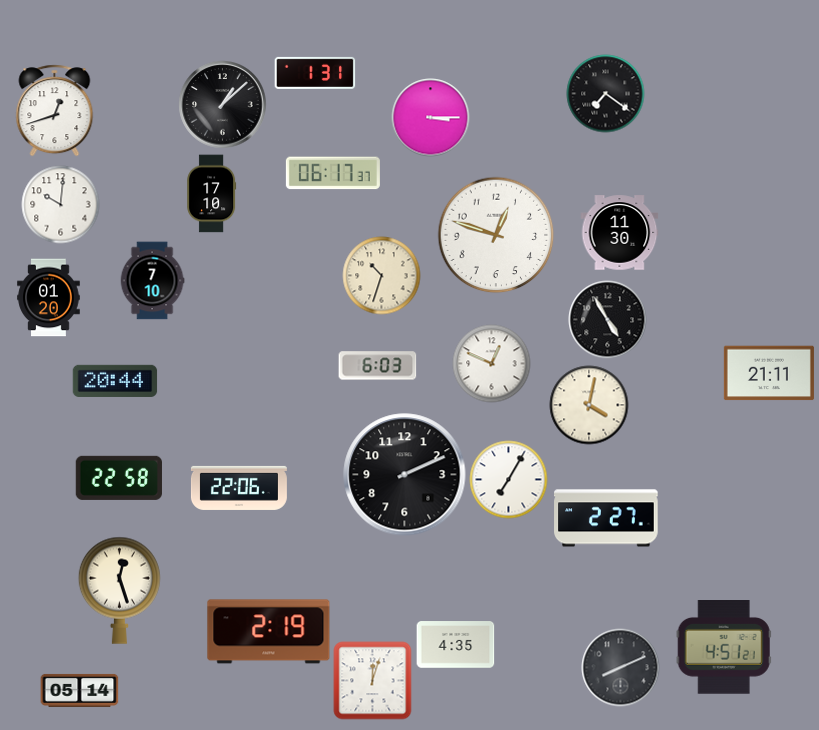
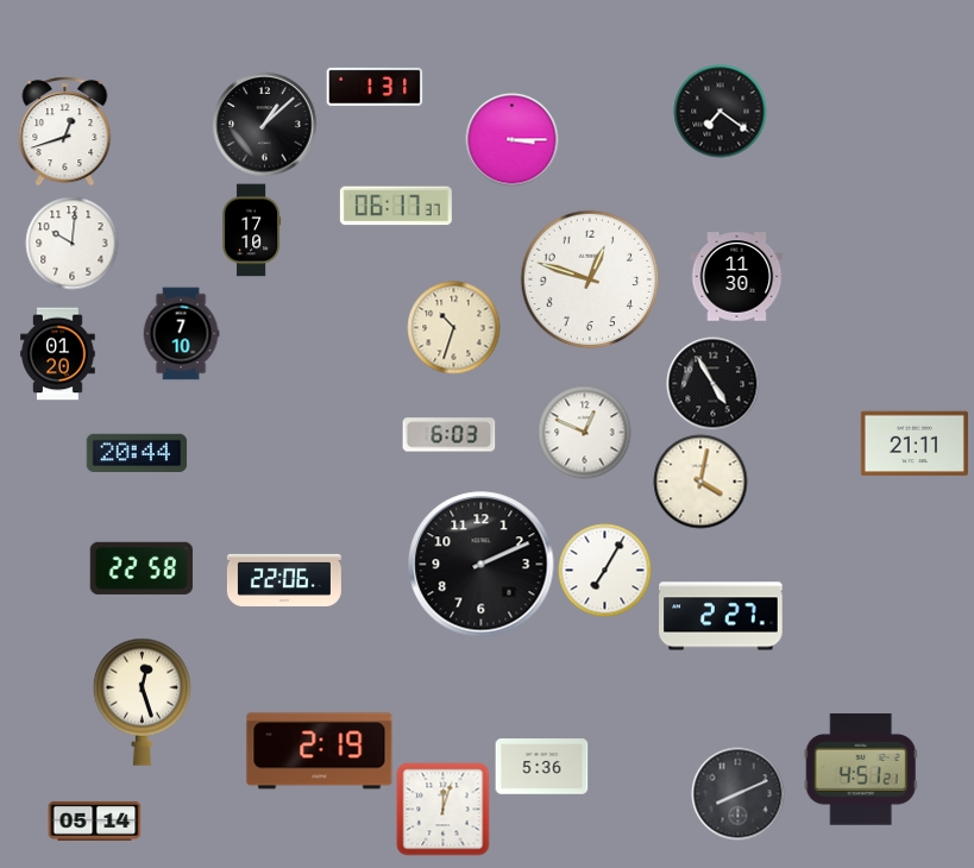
clock at (607, 319) position: (607, 319) -> (712, 383)
clock at (455, 645): 4:35 -> 5:36
